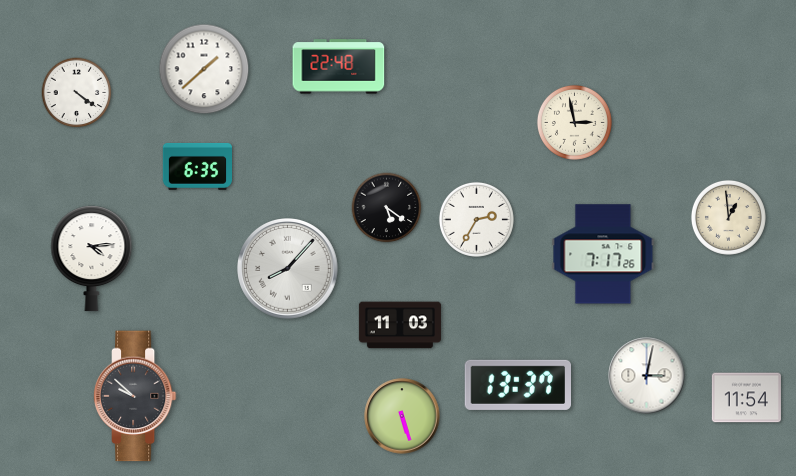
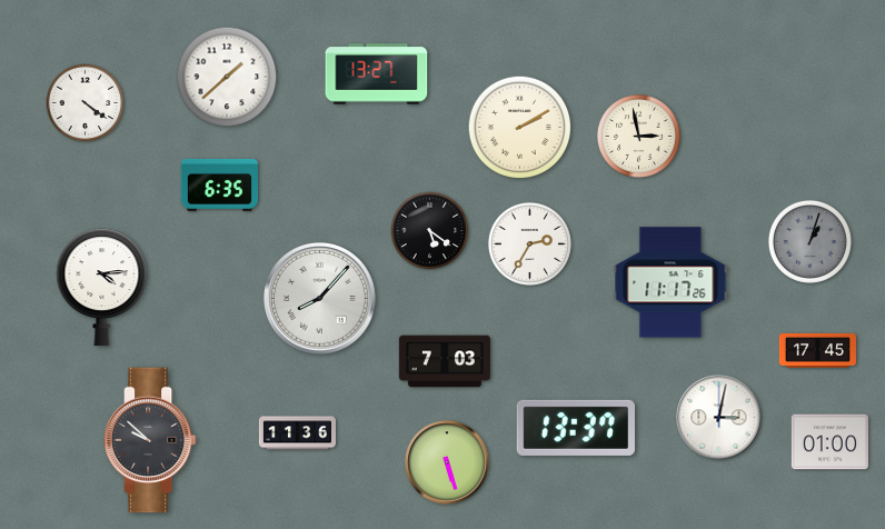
clock at (339, 67): 22:48 -> 13:27
clock at (520, 128): none -> 2:10
clock at (728, 217): 12:59 -> 1:03
clock at (728, 217) dial: cream -> grey
clock at (603, 254): 7:17 -> 11:17
clock at (817, 350): none -> 17:45
clock at (400, 325): 11:03 -> 7:03
clock at (297, 433): none -> 11:36
clock at (746, 398): 11:54 -> 01:00
